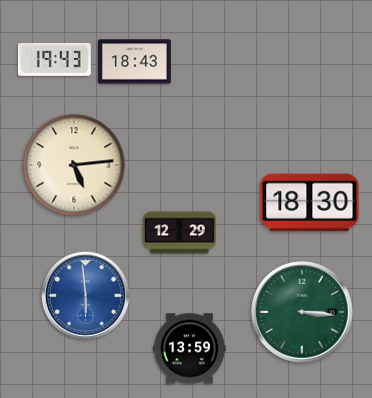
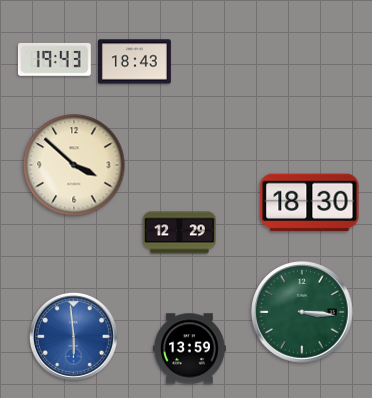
clock at (74, 165): 5:14 -> 3:52
clock at (85, 295) position: (85, 295) -> (73, 336)
